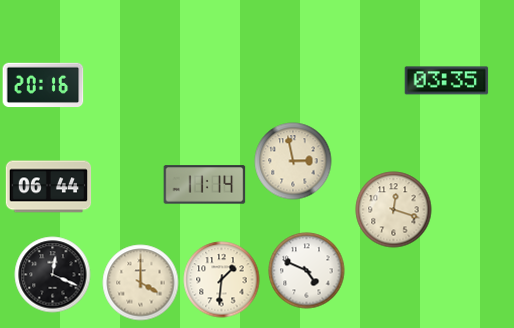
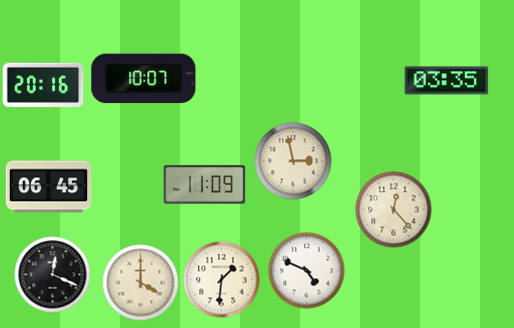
clock at (144, 79): none -> 10:07
clock at (205, 185): 11:14 -> 11:09
clock at (49, 187): 06:44 -> 06:45
clock at (394, 210): 12:18 -> 12:23
